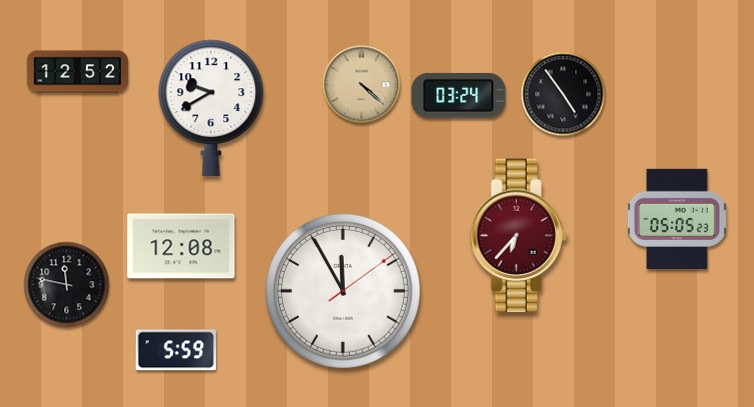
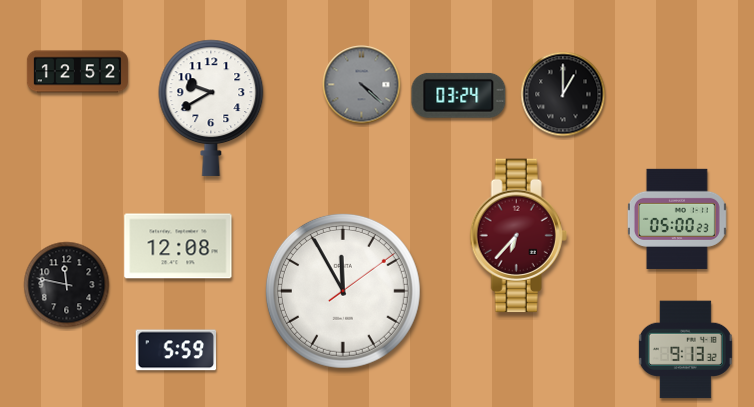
clock at (362, 85) dial: champagne -> grey
clock at (563, 94): 4:54 -> 1:00
clock at (677, 219): 05:05 -> 05:00
clock at (181, 246) position: (181, 246) -> (178, 246)
clock at (685, 350): none -> 9:13
